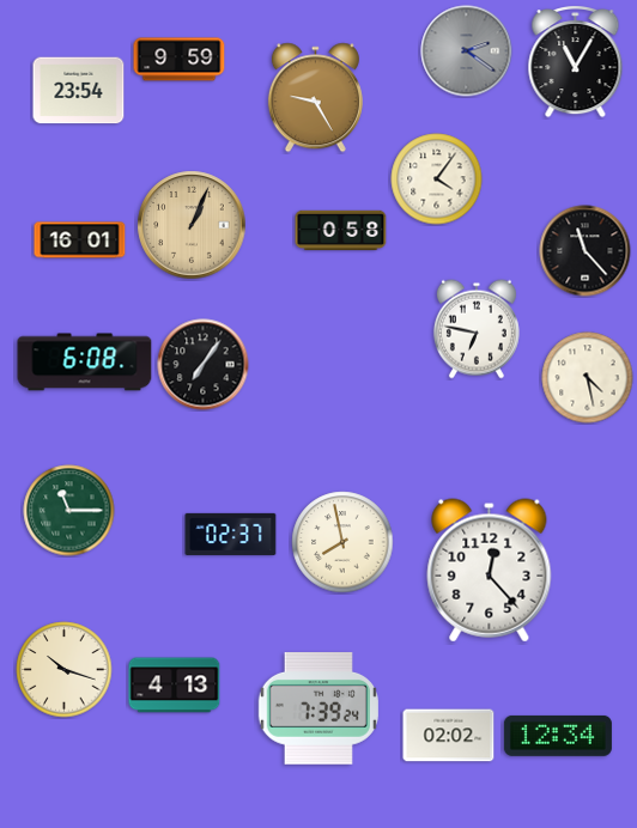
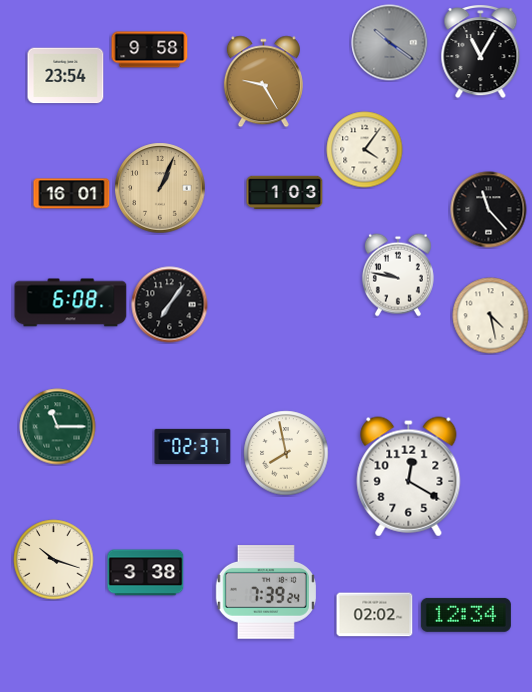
clock at (467, 51): 2:21 -> 10:21
clock at (180, 60): 9:59 -> 9:58
clock at (341, 231): 0:58 -> 1:03
clock at (80, 241) position: (80, 241) -> (72, 194)
clock at (477, 329): 6:47 -> 9:47
clock at (490, 571): 12:23 -> 12:20
clock at (175, 686): 4:13 -> 3:38
